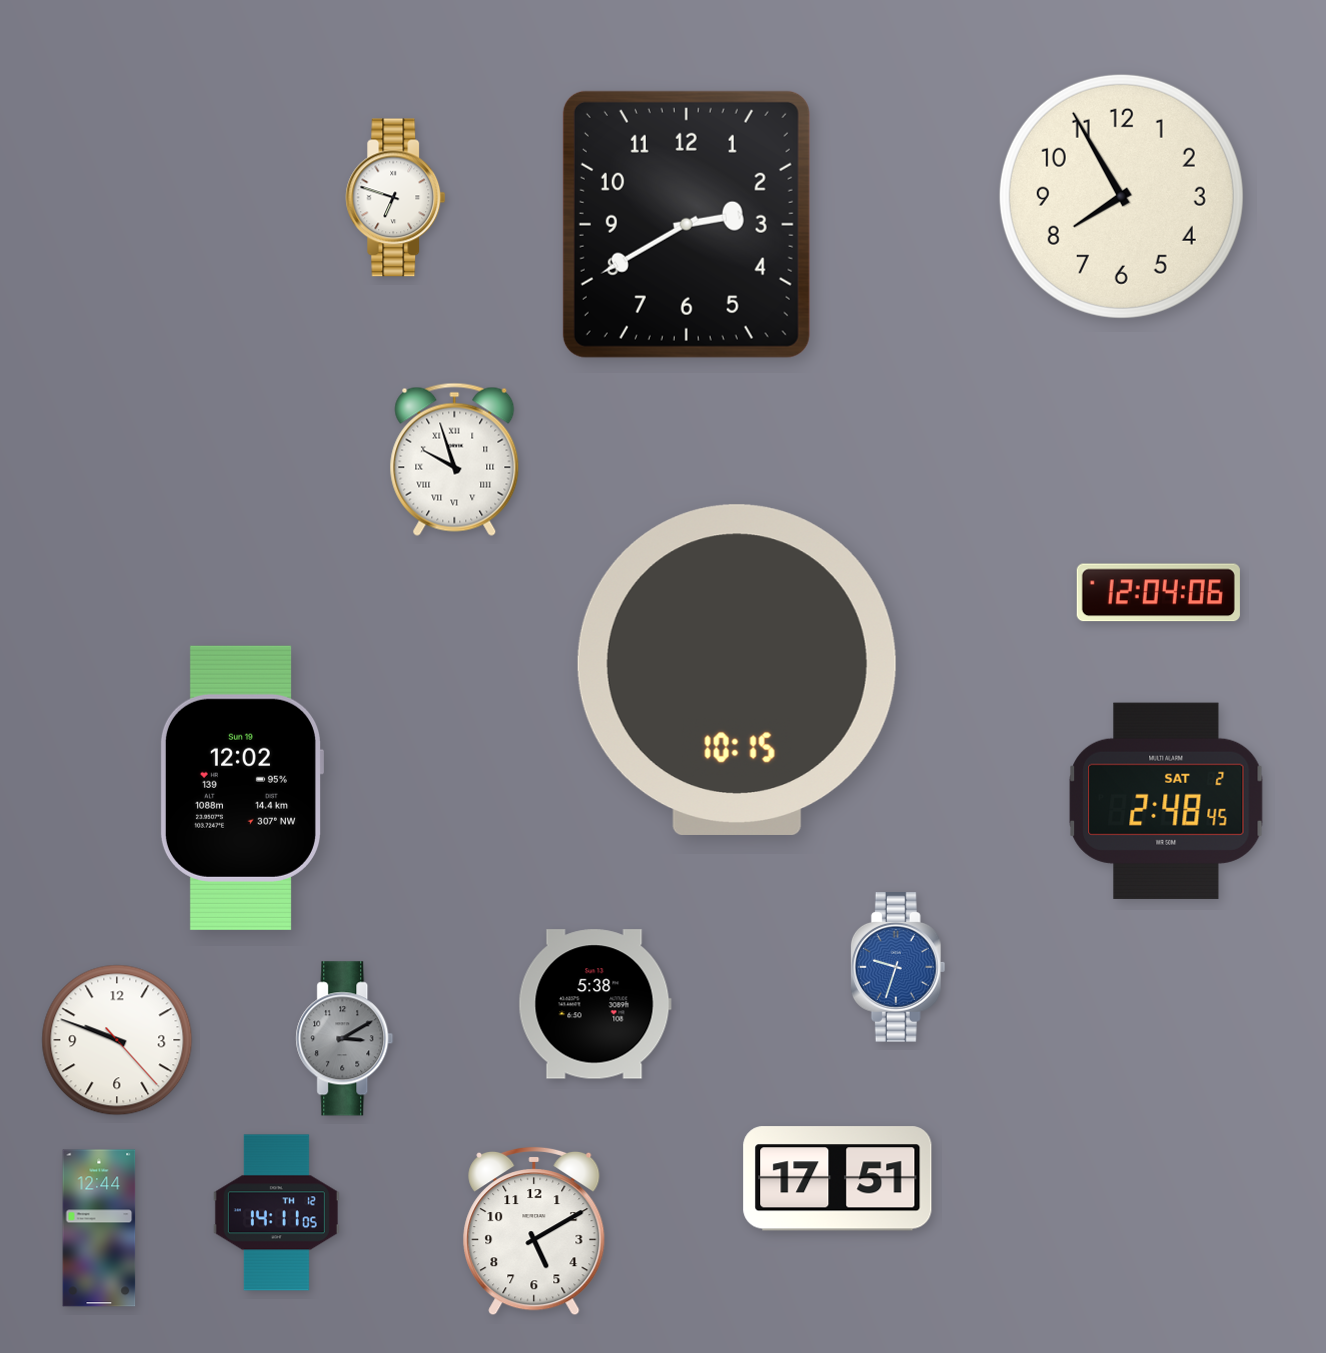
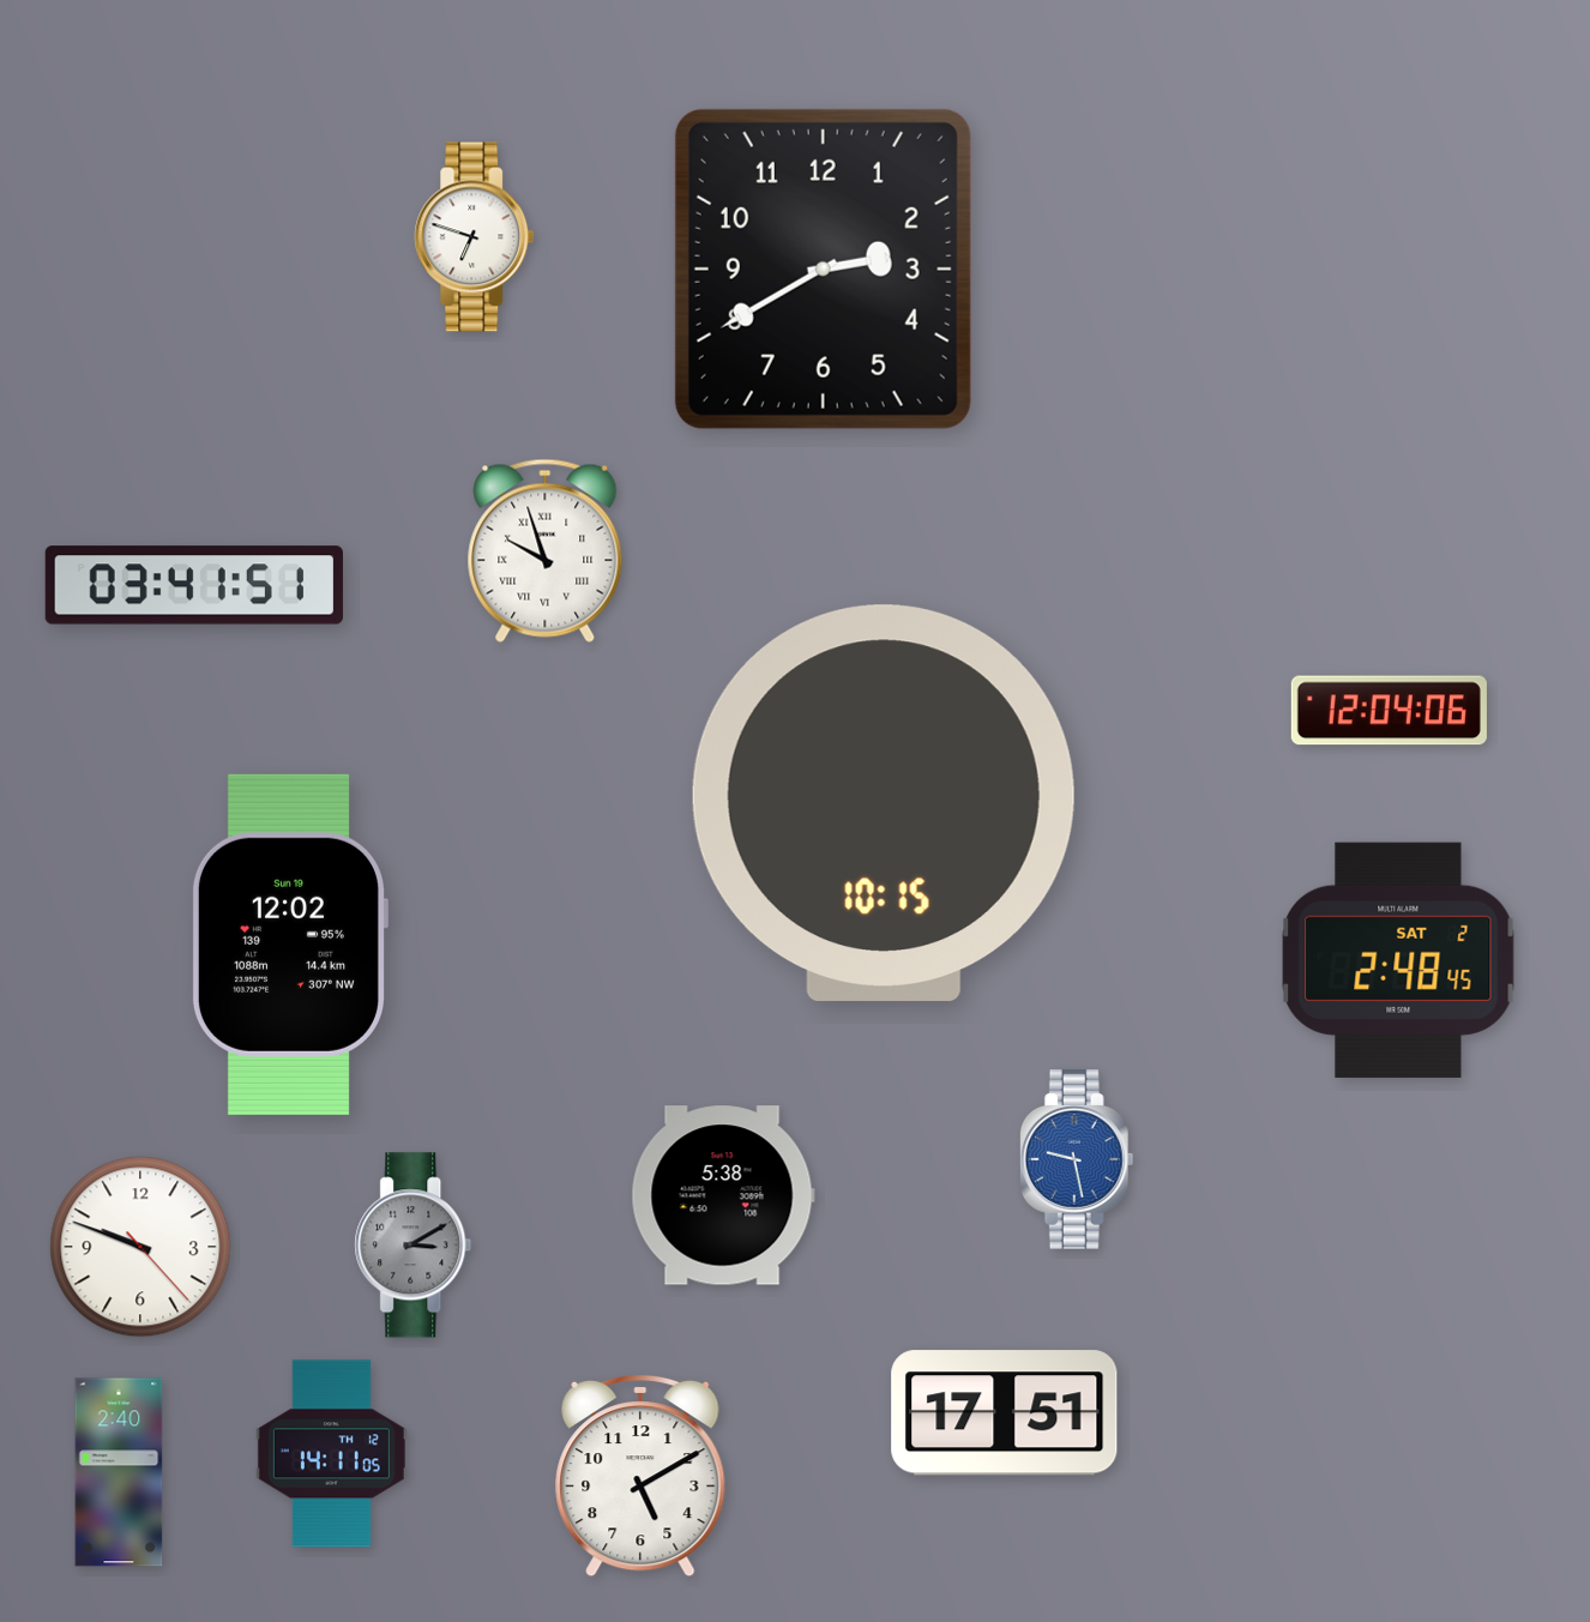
clock at (1121, 196): 7:55 -> none
clock at (194, 585): none -> 03:41
clock at (898, 968): 9:33 -> 9:28
clock at (595, 1004) position: (595, 1004) -> (723, 1195)
clock at (99, 1228): 12:44 -> 2:40
